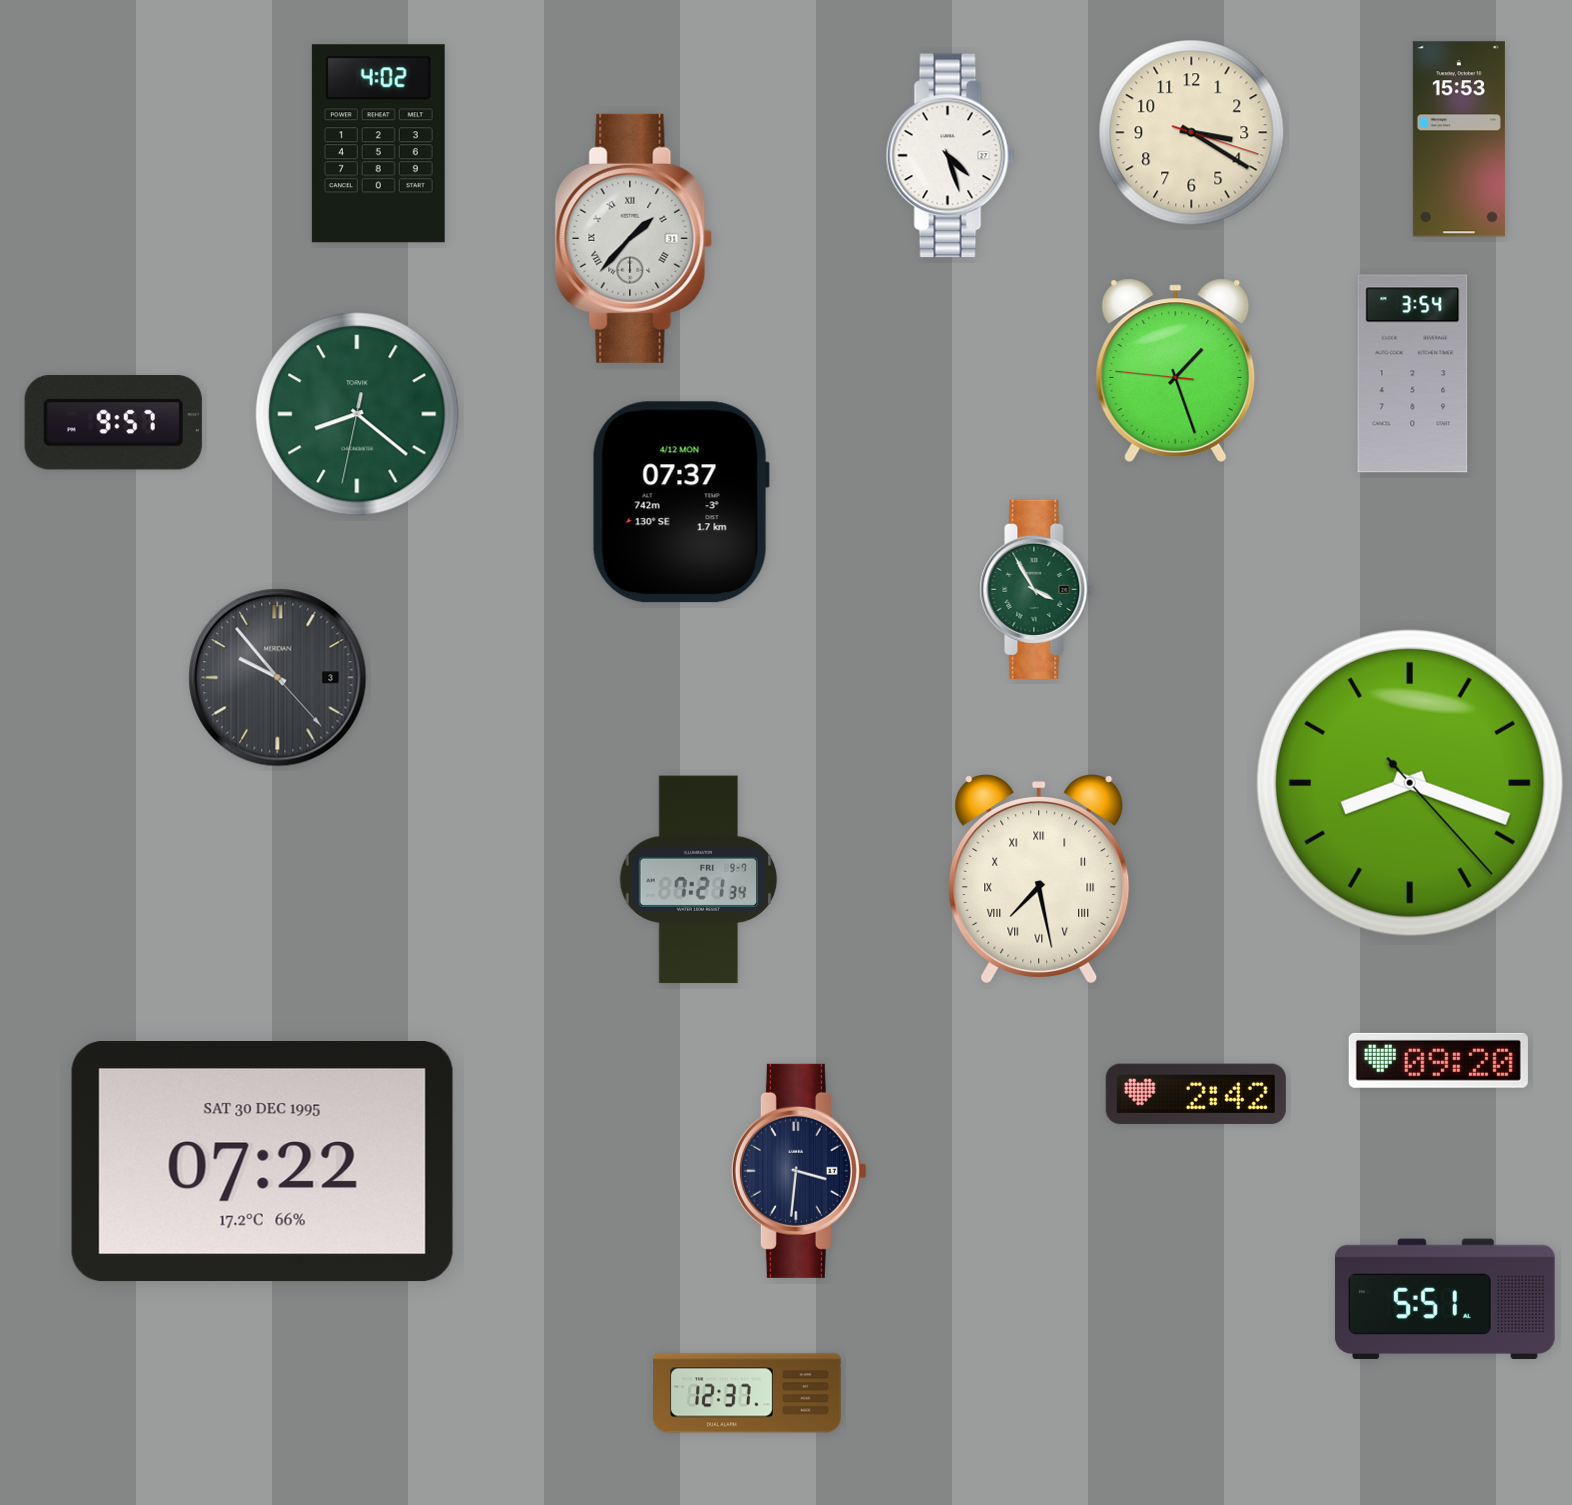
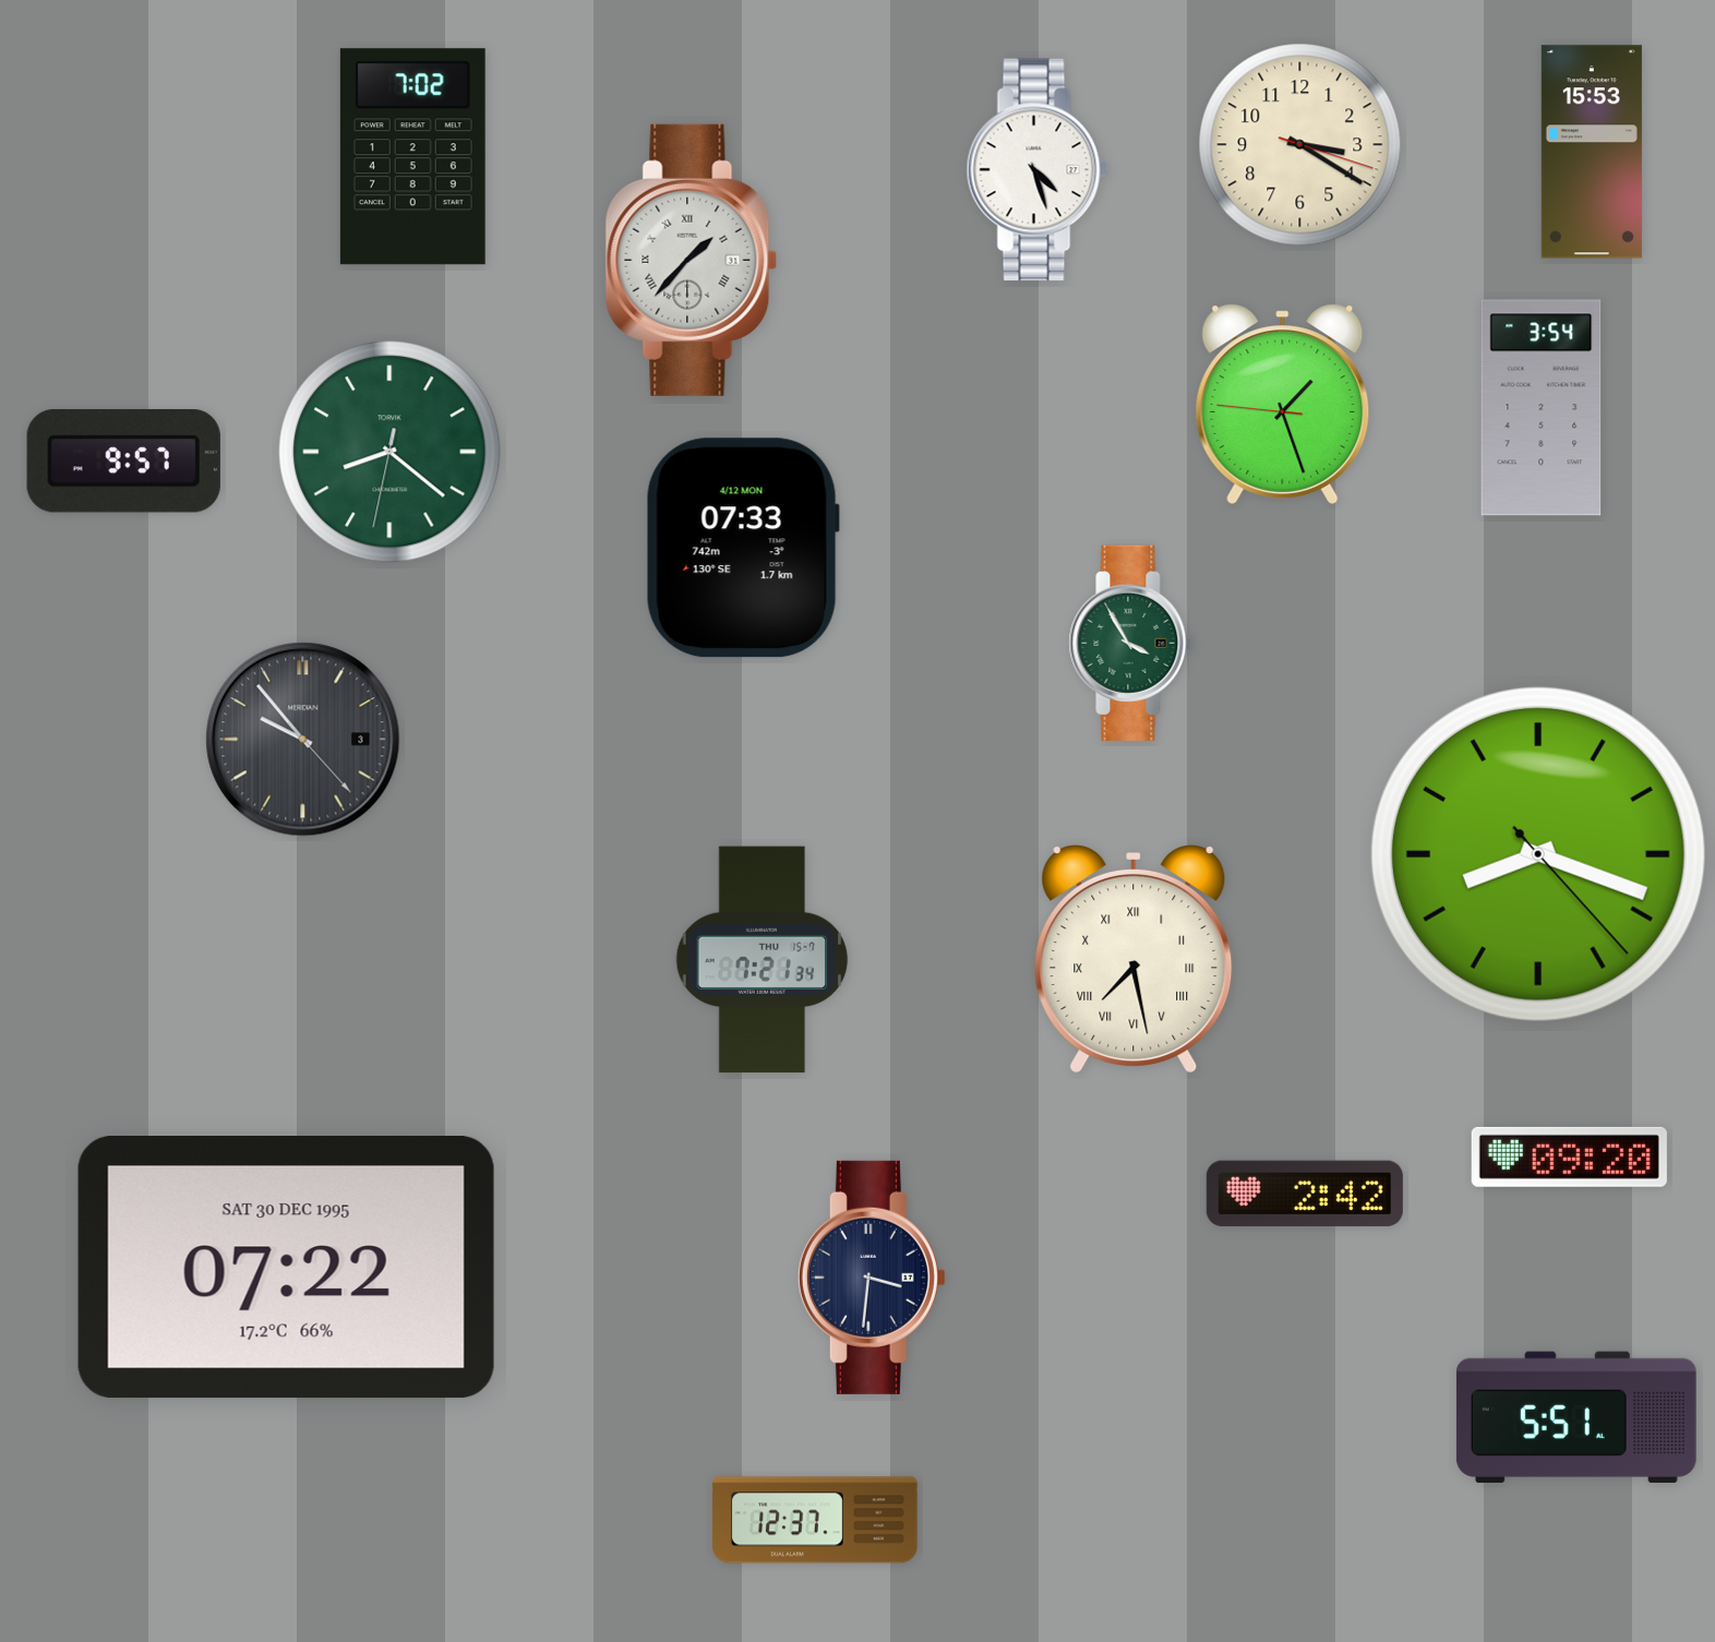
clock at (378, 144): 4:02 -> 7:02
clock at (681, 502): 07:37 -> 07:33
clock at (699, 880) date: FRI 9-7 -> THU 15-7
